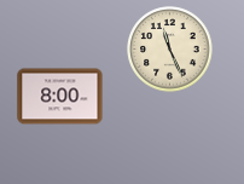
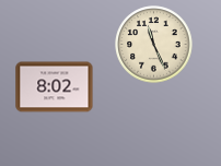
clock at (60, 97): 8:00 -> 8:02
